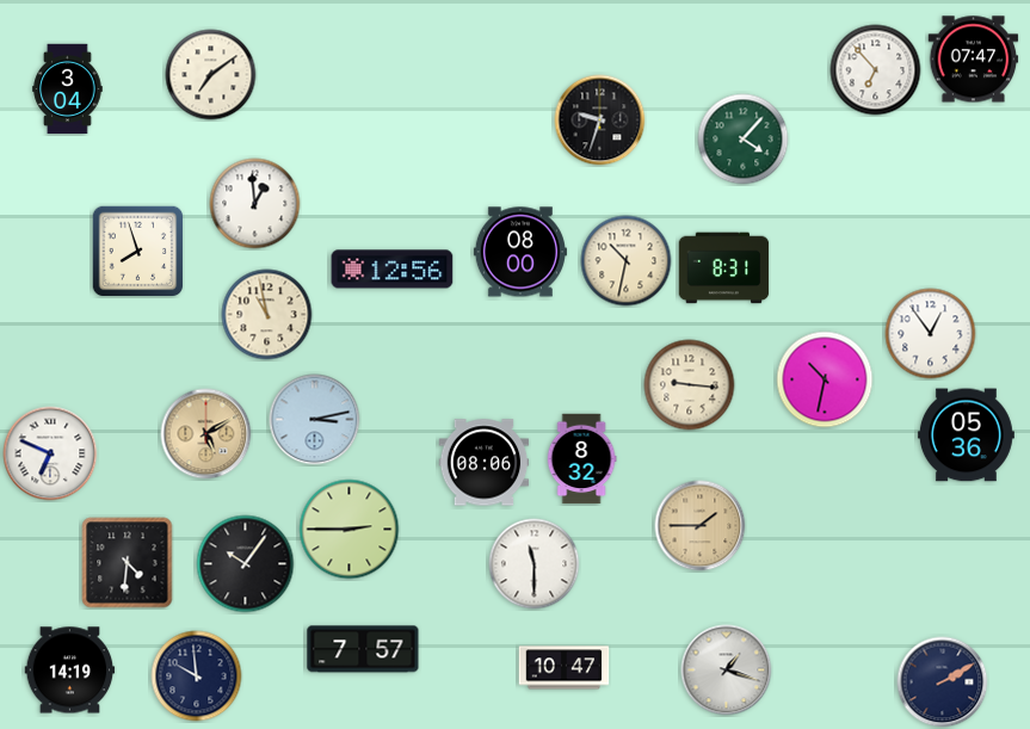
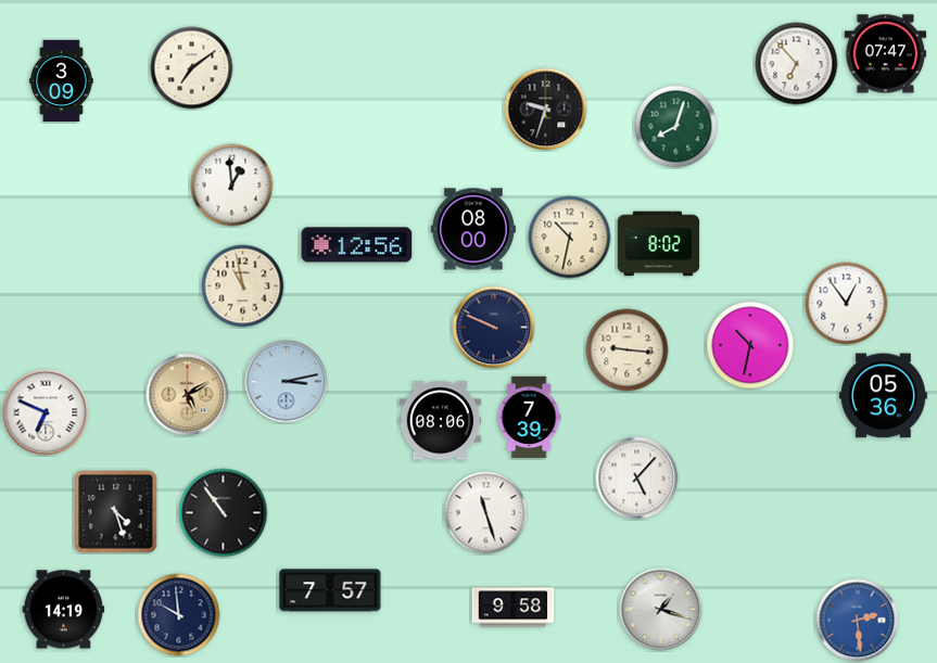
clock at (68, 89): 3:04 -> 3:09
clock at (744, 140): 4:07 -> 8:03
clock at (137, 251): 7:57 -> none
clock at (724, 268): 8:31 -> 8:02
clock at (494, 328): none -> 9:49
clock at (966, 435) position: (966, 435) -> (883, 396)
clock at (581, 459): 8:32 -> 7:39
clock at (701, 526): 1:45 -> 5:07
clock at (701, 526) dial: champagne -> white
clock at (350, 530): 2:45 -> none
clock at (128, 563): 4:31 -> 4:27
clock at (246, 564): 10:06 -> 10:54
clock at (535, 564): 11:30 -> 11:27
clock at (565, 668): 10:47 -> 9:58
clock at (943, 682): 2:10 -> 2:29
clock at (943, 682) dial: navy -> blue
